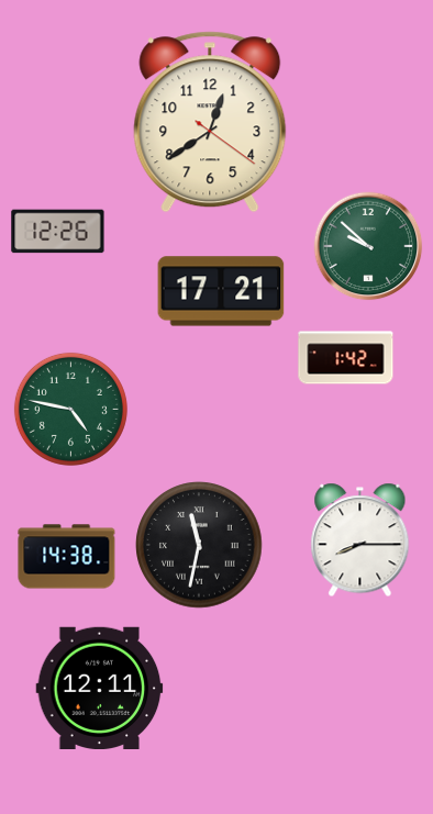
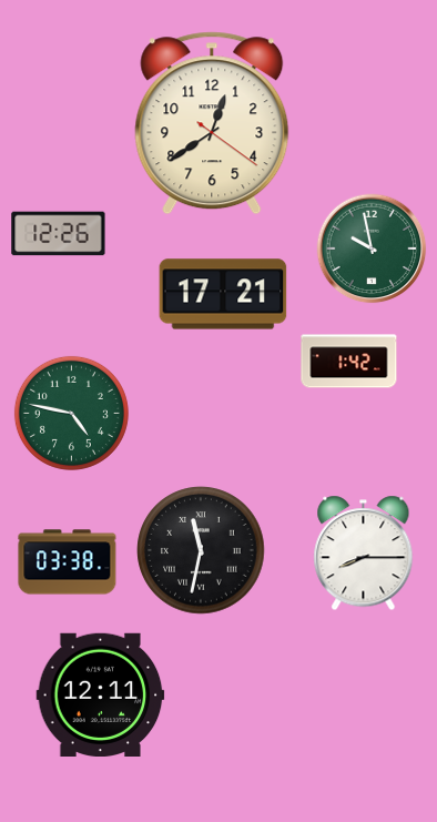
clock at (368, 246): 9:52 -> 9:58
clock at (360, 540) position: (360, 540) -> (364, 554)
clock at (67, 557): 14:38 -> 03:38
